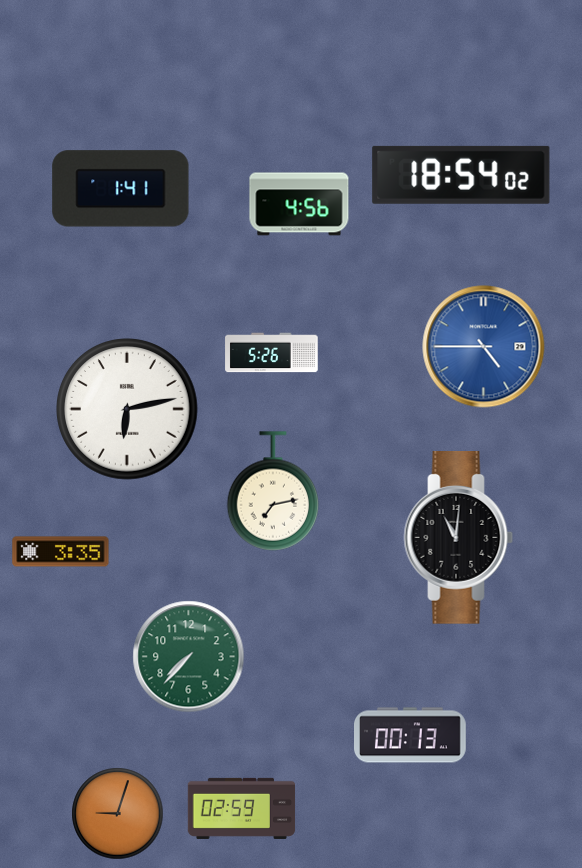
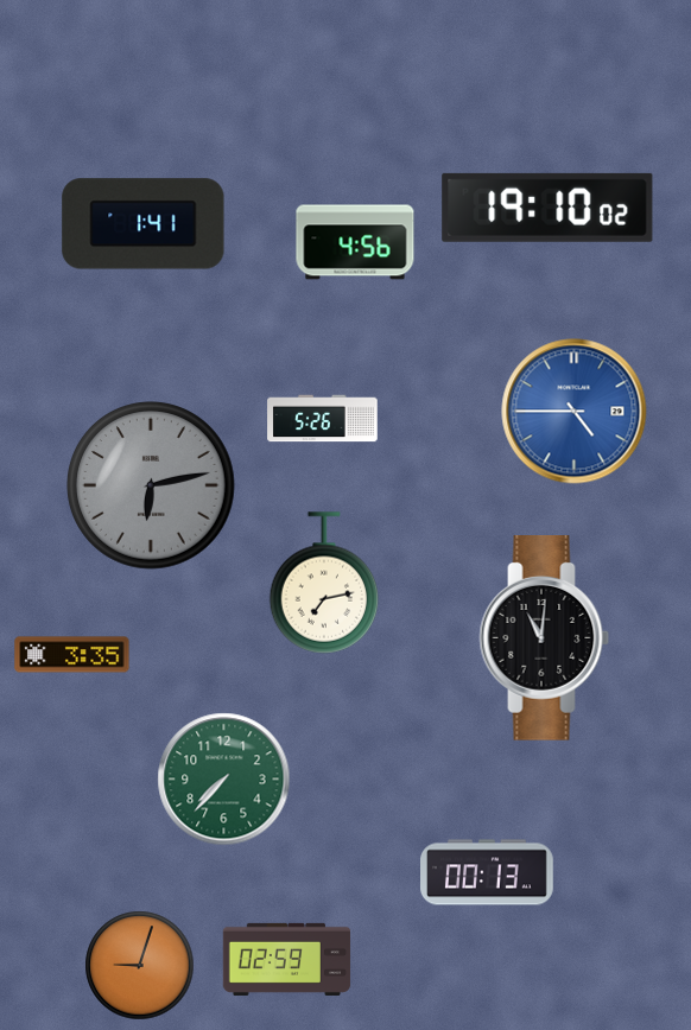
clock at (461, 175): 18:54 -> 19:10
clock at (127, 409) dial: white -> grey
